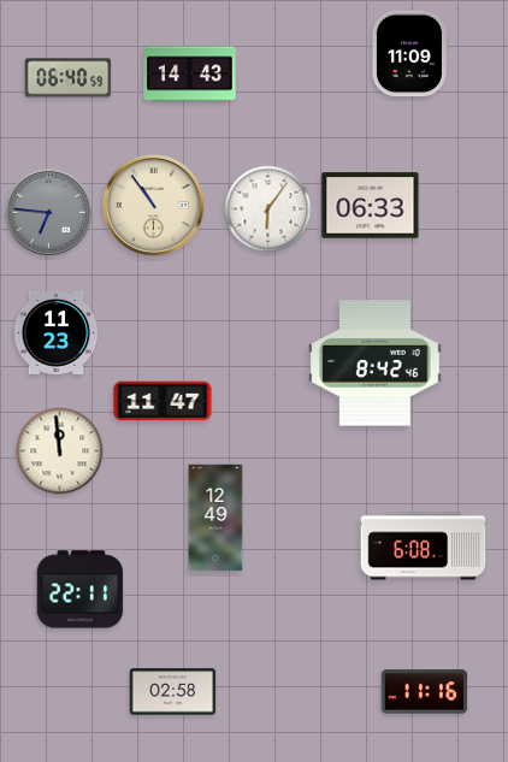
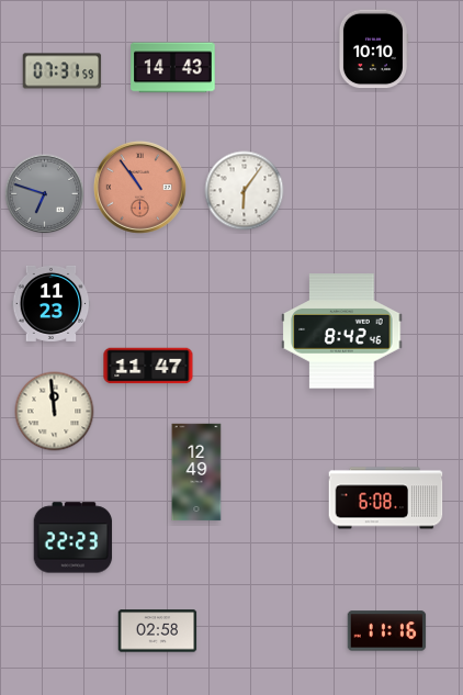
clock at (408, 54): 11:09 -> 10:10
clock at (69, 78): 06:40 -> 07:31
clock at (153, 205) dial: cream -> salmon
clock at (371, 206): 06:33 -> none
clock at (49, 213): 6:46 -> 6:48
clock at (81, 590): 22:11 -> 22:23
